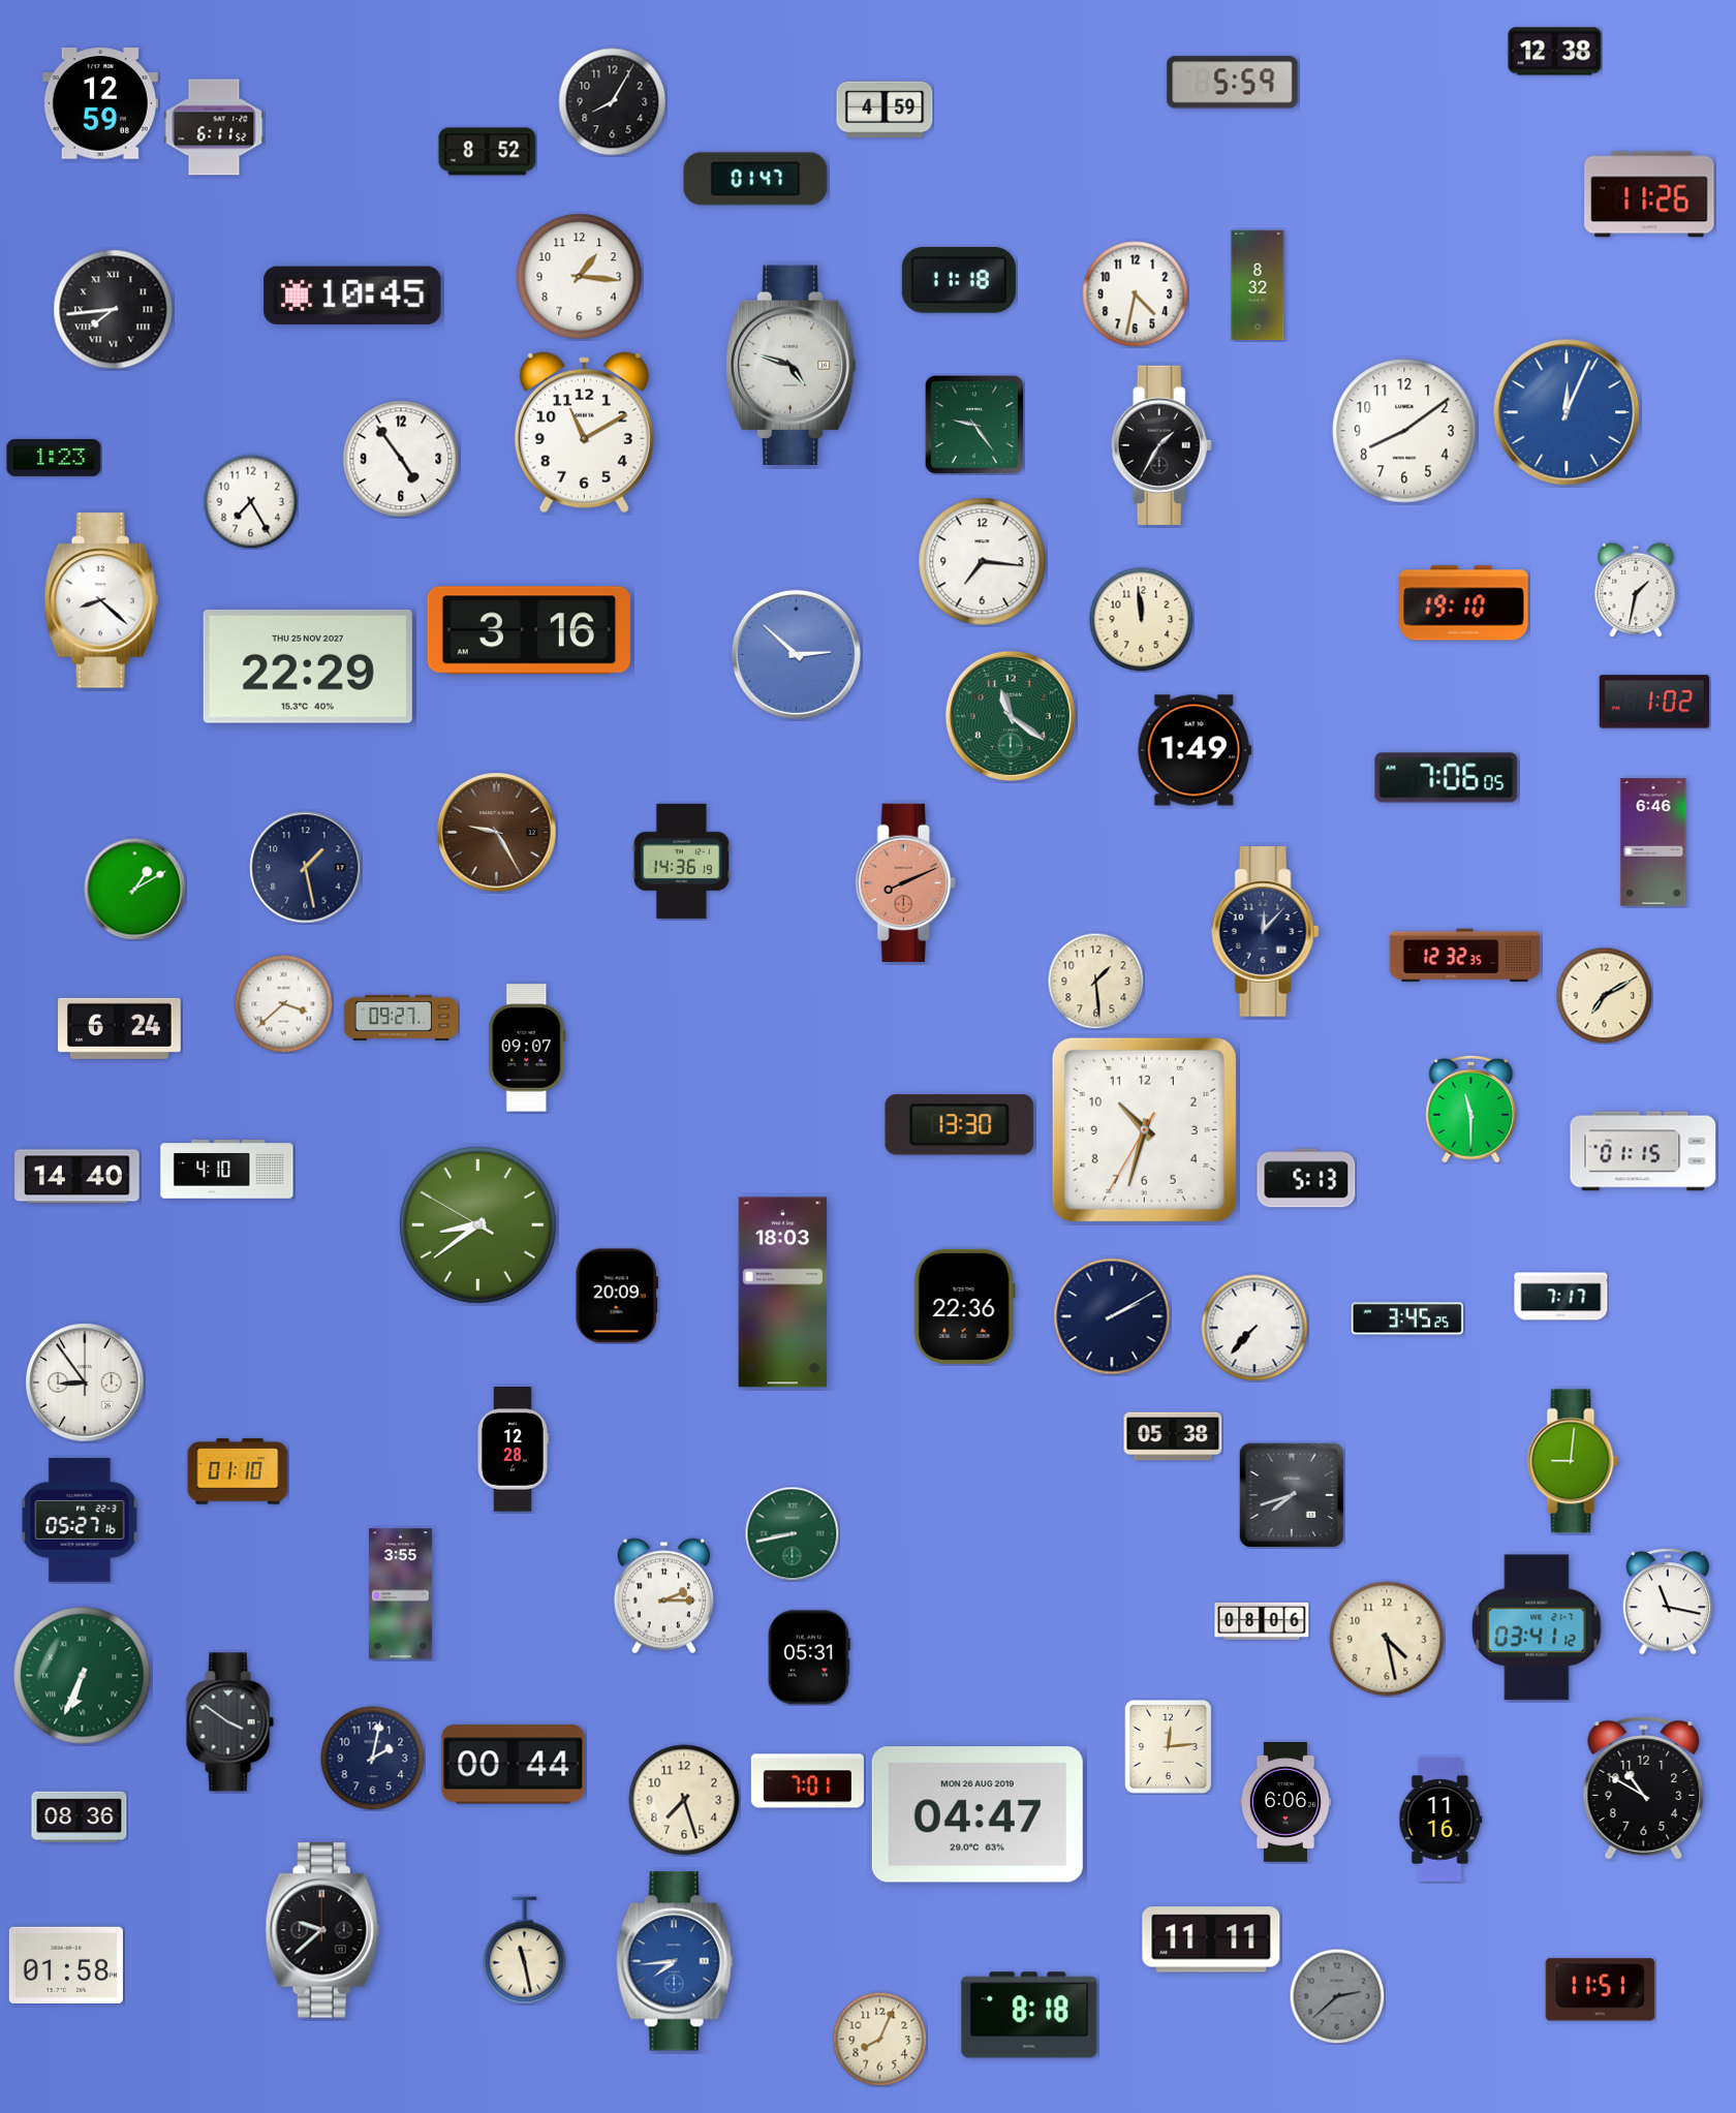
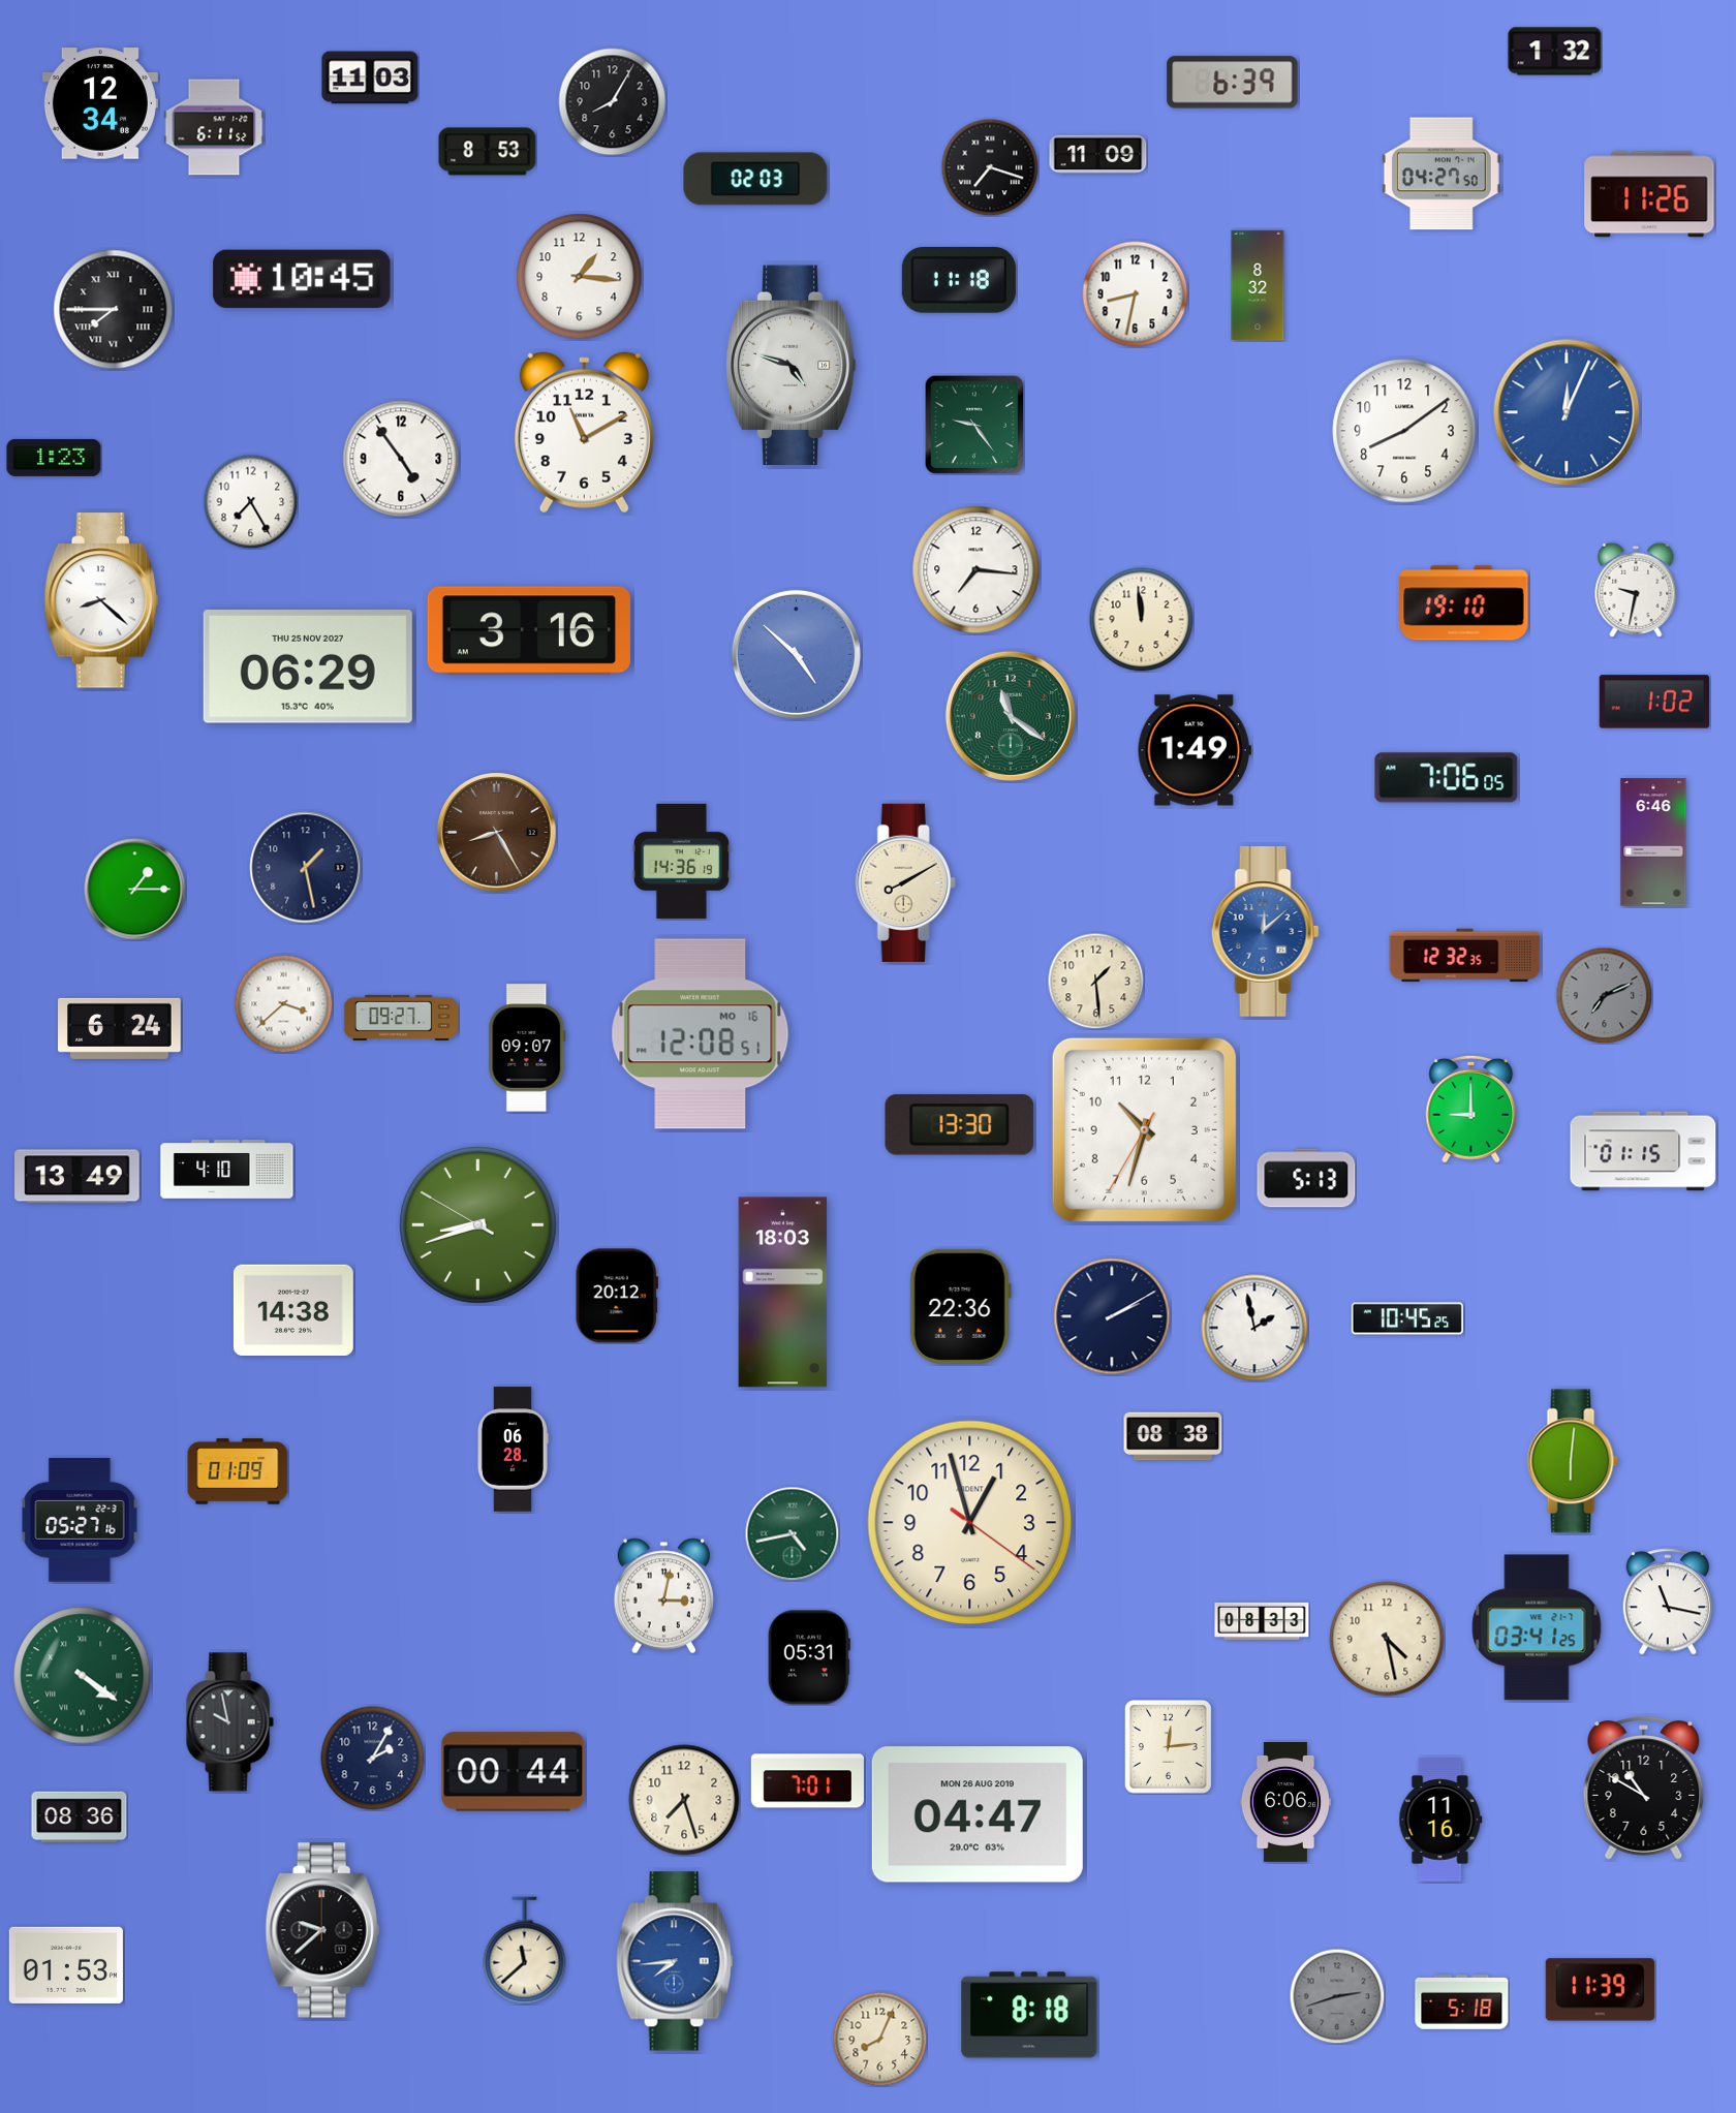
clock at (1555, 52): 12:38 -> 1:32
clock at (370, 77): none -> 11:03
clock at (1233, 83): 5:59 -> 6:39
clock at (100, 103): 12:59 -> 12:34
clock at (885, 110): 4:59 -> none
clock at (488, 152): 8:52 -> 8:53
clock at (1098, 155): none -> 11:09
clock at (990, 167): none -> 7:18
clock at (1442, 174): none -> 04:27
clock at (755, 179): 01:47 -> 02:03
clock at (1136, 294): 4:32 -> 8:32
clock at (352, 296) position: (352, 296) -> (302, 279)
clock at (114, 310): 7:44 -> 7:45
clock at (1161, 445): 1:35 -> none
clock at (983, 562) position: (983, 562) -> (977, 570)
clock at (1636, 590): 1:32 -> 9:32
clock at (796, 654): 2:52 -> 4:52
clock at (308, 667): 22:29 -> 06:29
clock at (497, 833): 9:25 -> 8:25
clock at (905, 882): 8:11 -> 8:10
clock at (905, 882) dial: salmon -> cream
clock at (135, 890): 1:10 -> 1:15
clock at (1265, 932): 12:07 -> 12:08
clock at (1265, 932) dial: navy -> blue
clock at (1604, 995): 7:10 -> 7:11
clock at (1604, 995) dial: cream -> grey
clock at (701, 1034): none -> 12:08
clock at (1471, 1109): 11:30 -> 9:00
clock at (78, 1177): 14:40 -> 13:49
clock at (478, 1225): 8:38 -> 8:41
clock at (617, 1296): 20:09 -> 20:12
clock at (1561, 1297): 7:17 -> none
clock at (964, 1306) position: (964, 1306) -> (960, 1306)
clock at (293, 1309): none -> 14:38
clock at (1407, 1318): 3:45 -> 10:45
clock at (1254, 1328): 7:37 -> 1:58
clock at (85, 1382): 8:54 -> none
clock at (1173, 1436): 05:38 -> 08:38
clock at (513, 1450): 12:28 -> 06:28
clock at (1573, 1461): 9:01 -> 6:01
clock at (238, 1471): 01:10 -> 01:09
clock at (1292, 1495): 7:42 -> none
clock at (970, 1523): none -> 12:57
clock at (792, 1533): 8:43 -> 4:43
clock at (400, 1594): 3:55 -> none
clock at (663, 1596): 2:15 -> 3:02
clock at (1262, 1621): 08:06 -> 08:33
clock at (1537, 1627): 03:41:12 -> 03:41:25
clock at (83, 1676): 6:34 -> 4:21
clock at (229, 1722): 3:51 -> 9:58
clock at (373, 1759): 2:02 -> 2:05
clock at (514, 1765) position: (514, 1765) -> (514, 1772)
clock at (1211, 1939): 11:11 -> none
clock at (525, 1951): 11:28 -> 11:38
clock at (66, 1965): 01:58 -> 01:53
clock at (1601, 1990): 11:51 -> 11:39
clock at (1337, 1996): 2:38 -> 2:42
clock at (1462, 2002): none -> 5:18
